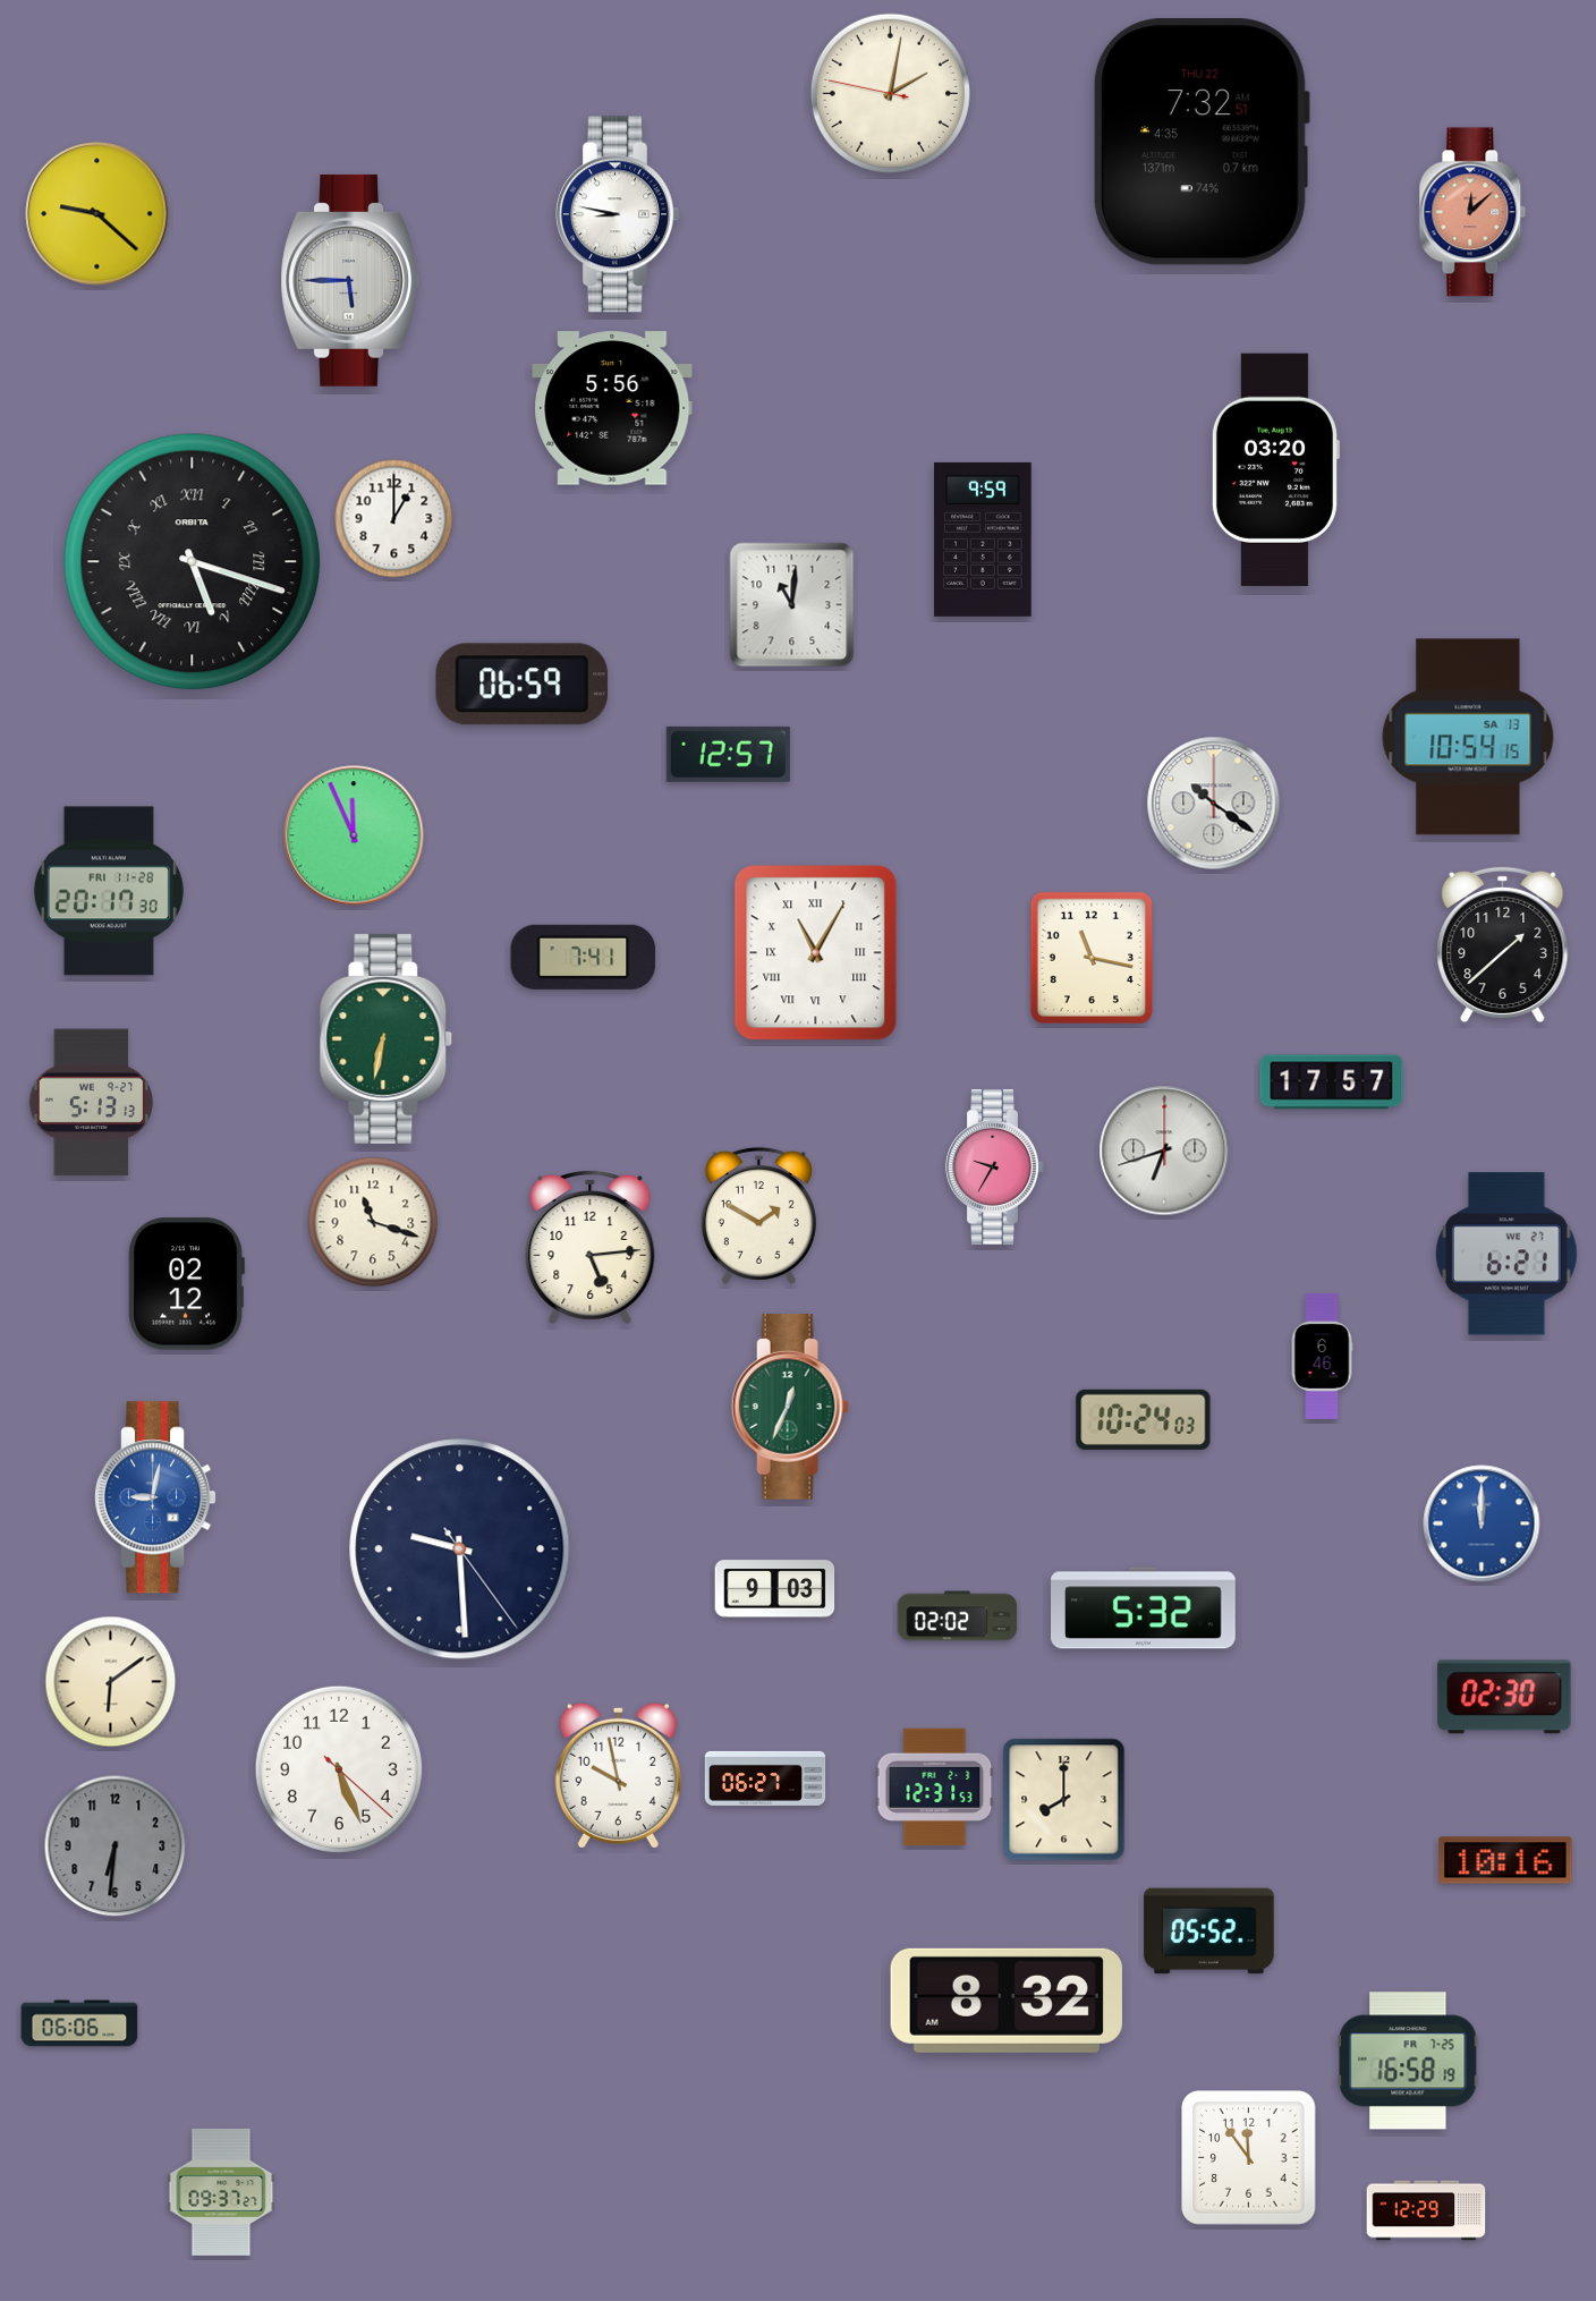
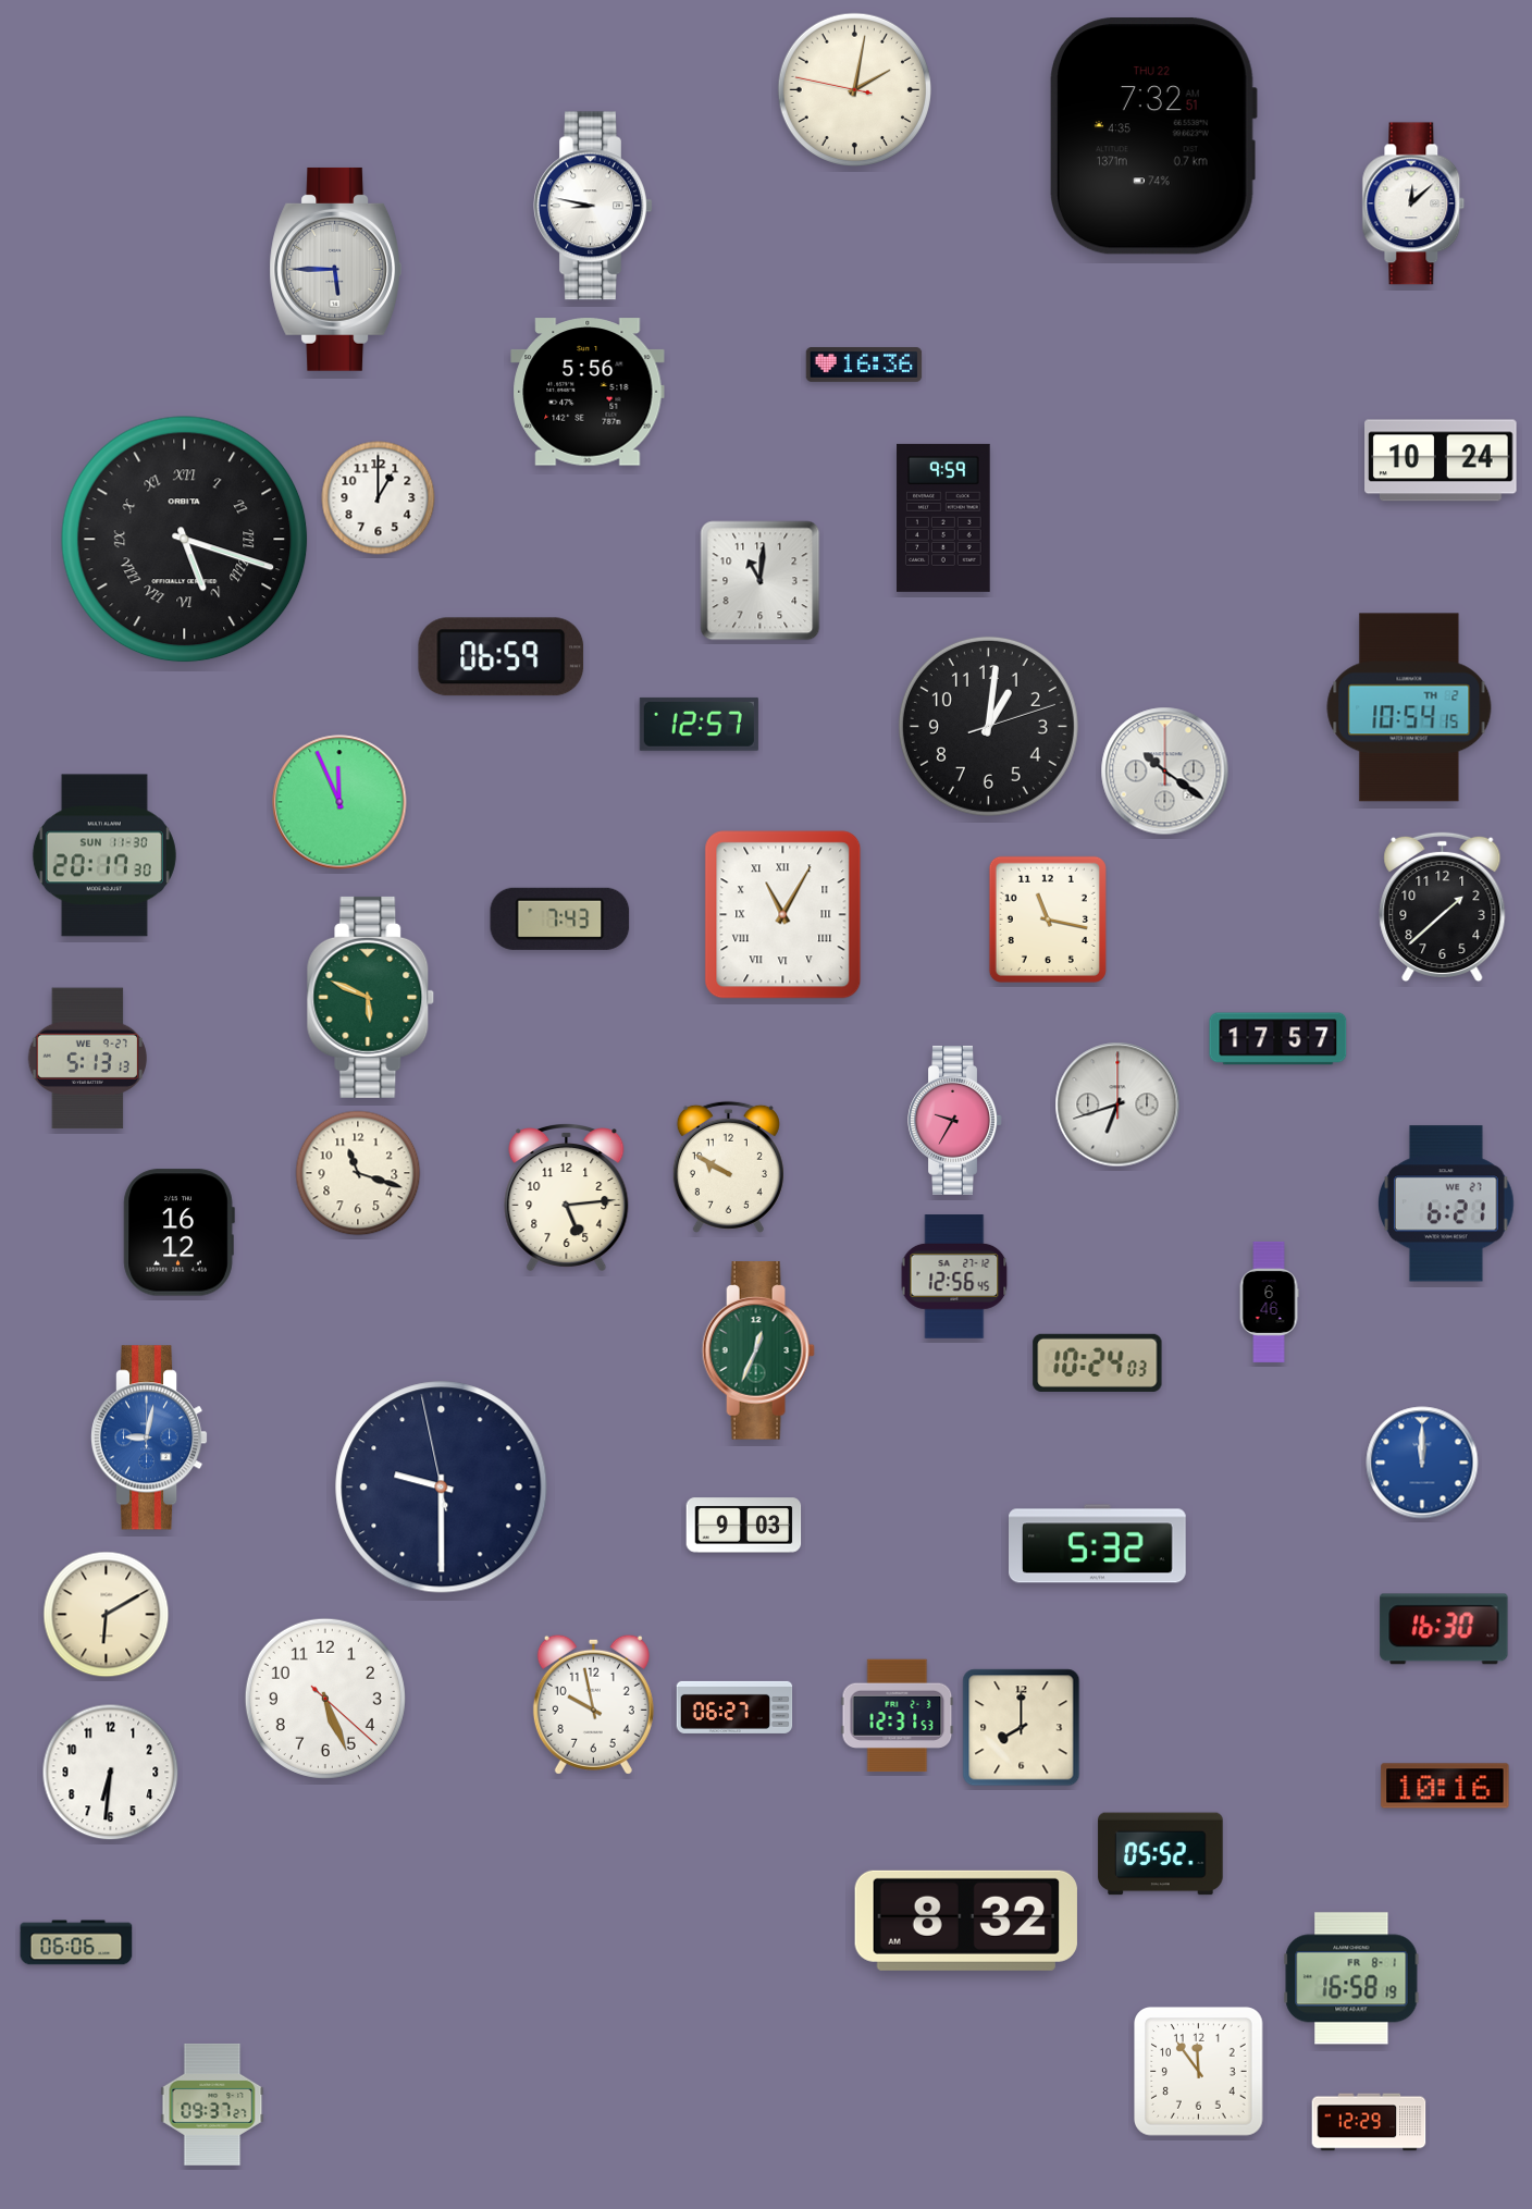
clock at (1472, 212) dial: salmon -> white
clock at (97, 214): 9:22 -> none
clock at (864, 366): none -> 16:36
clock at (1275, 469): 03:20 -> none
clock at (1441, 460): none -> 10:24
clock at (1468, 737) date: SA 13 -> TH 2
clock at (988, 726): none -> 1:01
clock at (109, 891) date: FRI 11-28 -> SUN 11-30
clock at (584, 957): 7:41 -> 7:43
clock at (387, 1038): 6:32 -> 5:49
clock at (758, 1215): 1:50 -> 9:50
clock at (186, 1284): 02:12 -> 16:12
clock at (954, 1276): none -> 12:56
clock at (460, 1549): 9:29:24 -> 9:29:58
clock at (958, 1616): 02:02 -> none
clock at (111, 1682): 6:09 -> 6:10
clock at (1504, 1697): 02:30 -> 16:30
clock at (116, 1846) dial: grey -> white
clock at (1408, 2061) date: FR 7-25 -> FR 8-1
